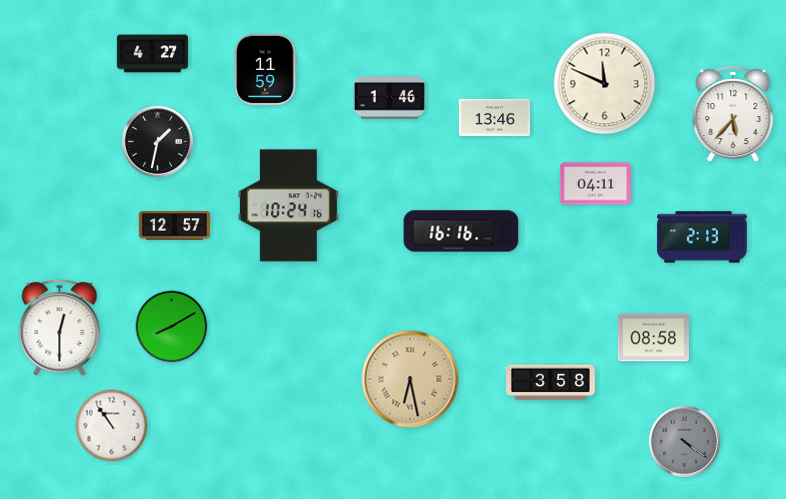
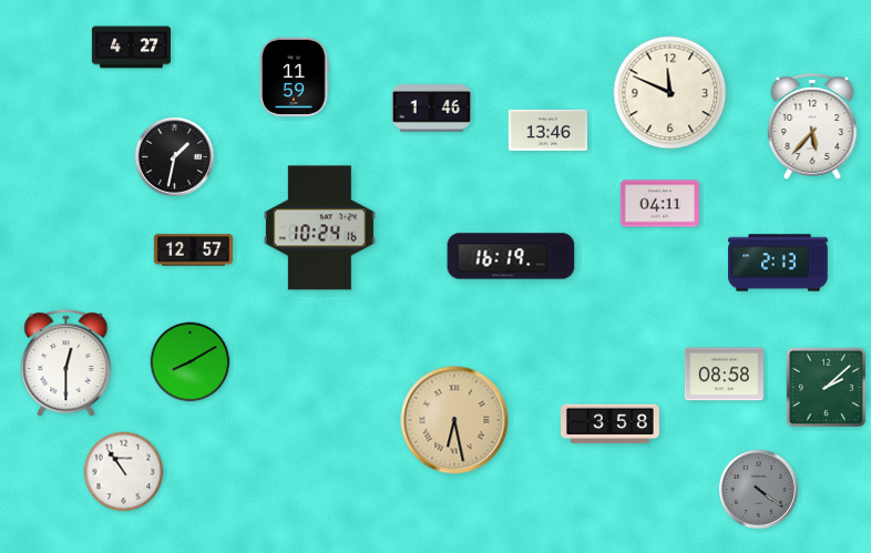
clock at (152, 54) position: (152, 54) -> (131, 48)
clock at (461, 231): 16:16 -> 16:19
clock at (826, 387): none -> 2:08
